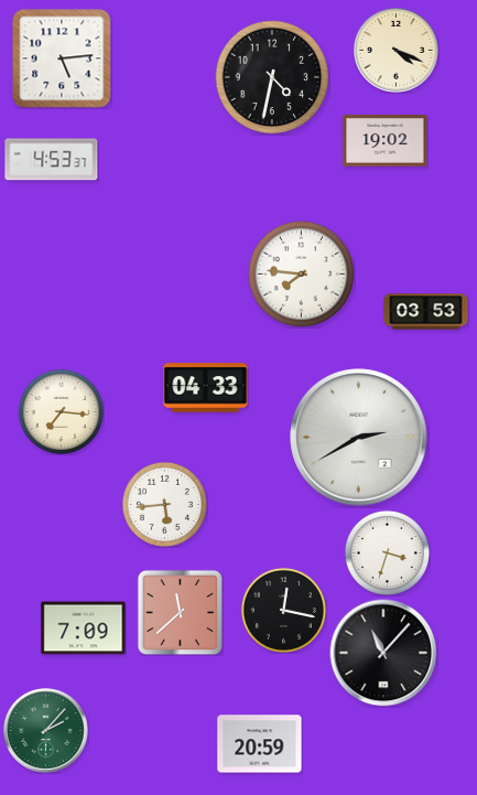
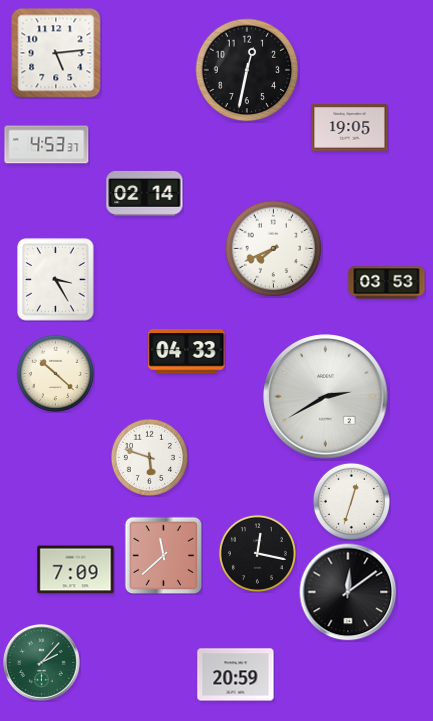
clock at (397, 51): 4:19 -> none
clock at (272, 77): 4:32 -> 12:32
clock at (386, 141): 19:02 -> 19:05
clock at (145, 193): none -> 02:14
clock at (301, 273): 7:46 -> 7:41
clock at (56, 280): none -> 3:25
clock at (61, 411): 7:16 -> 10:22
clock at (164, 504): 5:44 -> 5:48
clock at (387, 552): 3:33 -> 12:33
clock at (383, 653): 11:07 -> 12:09
